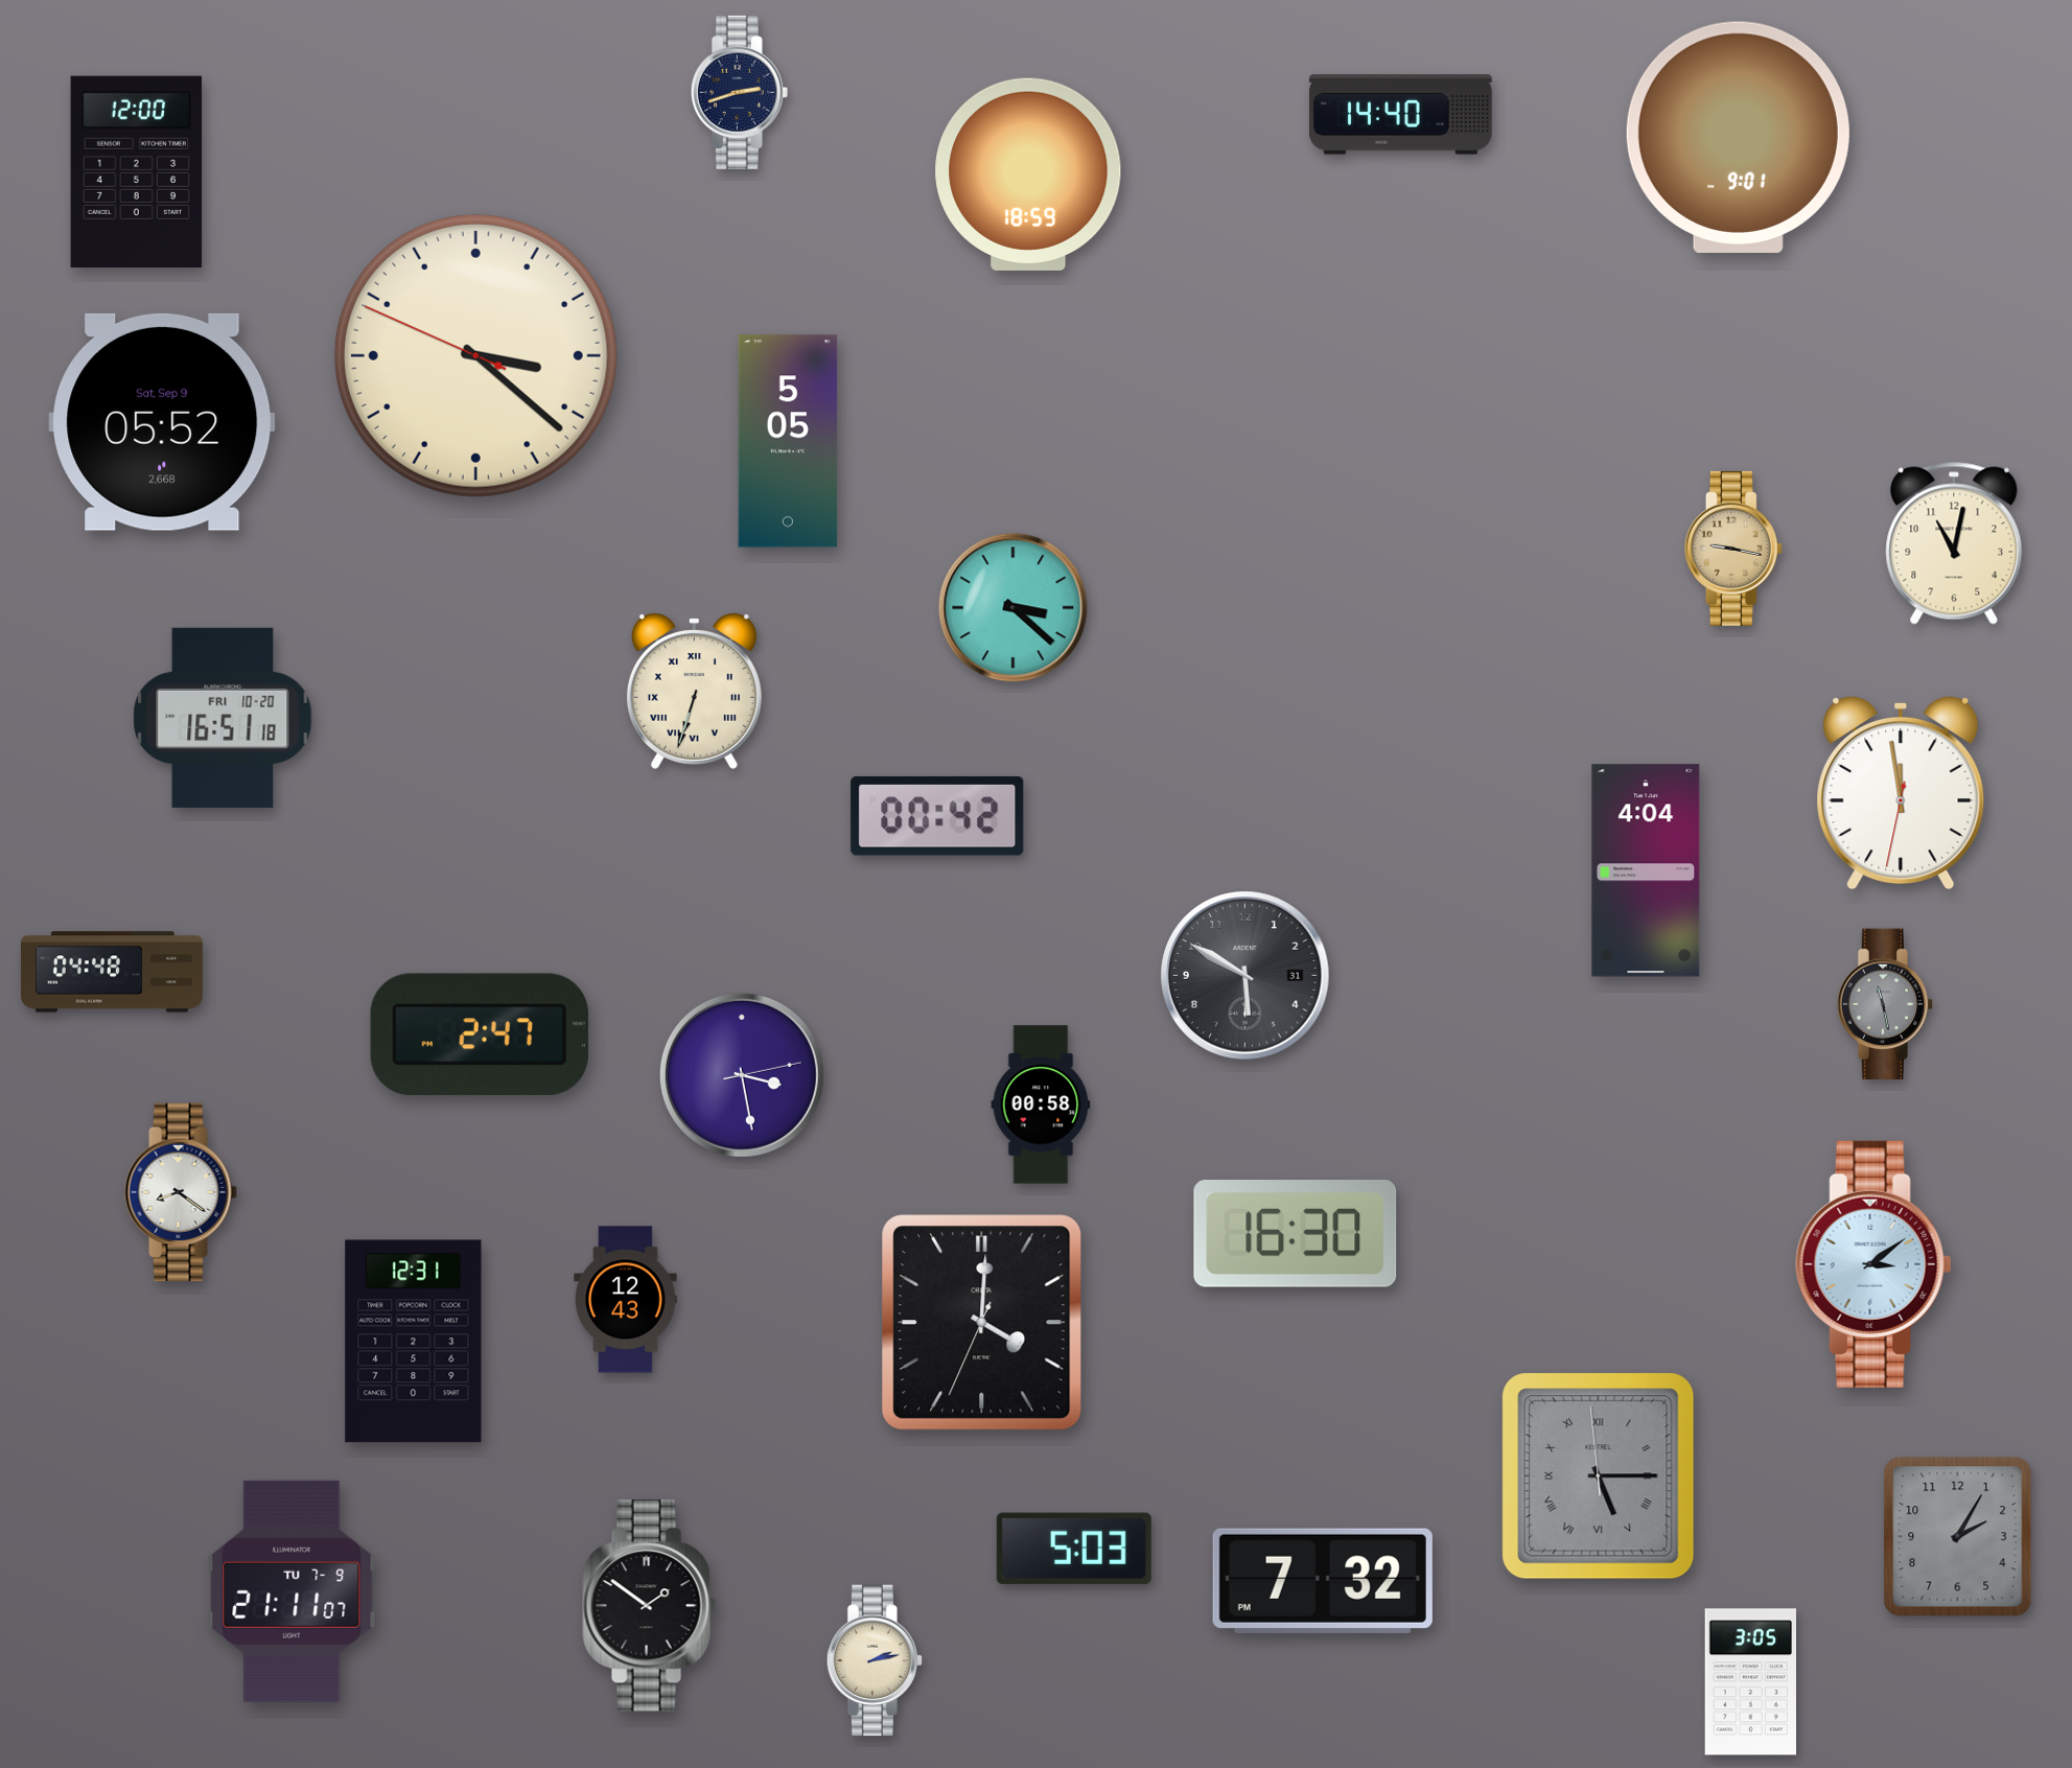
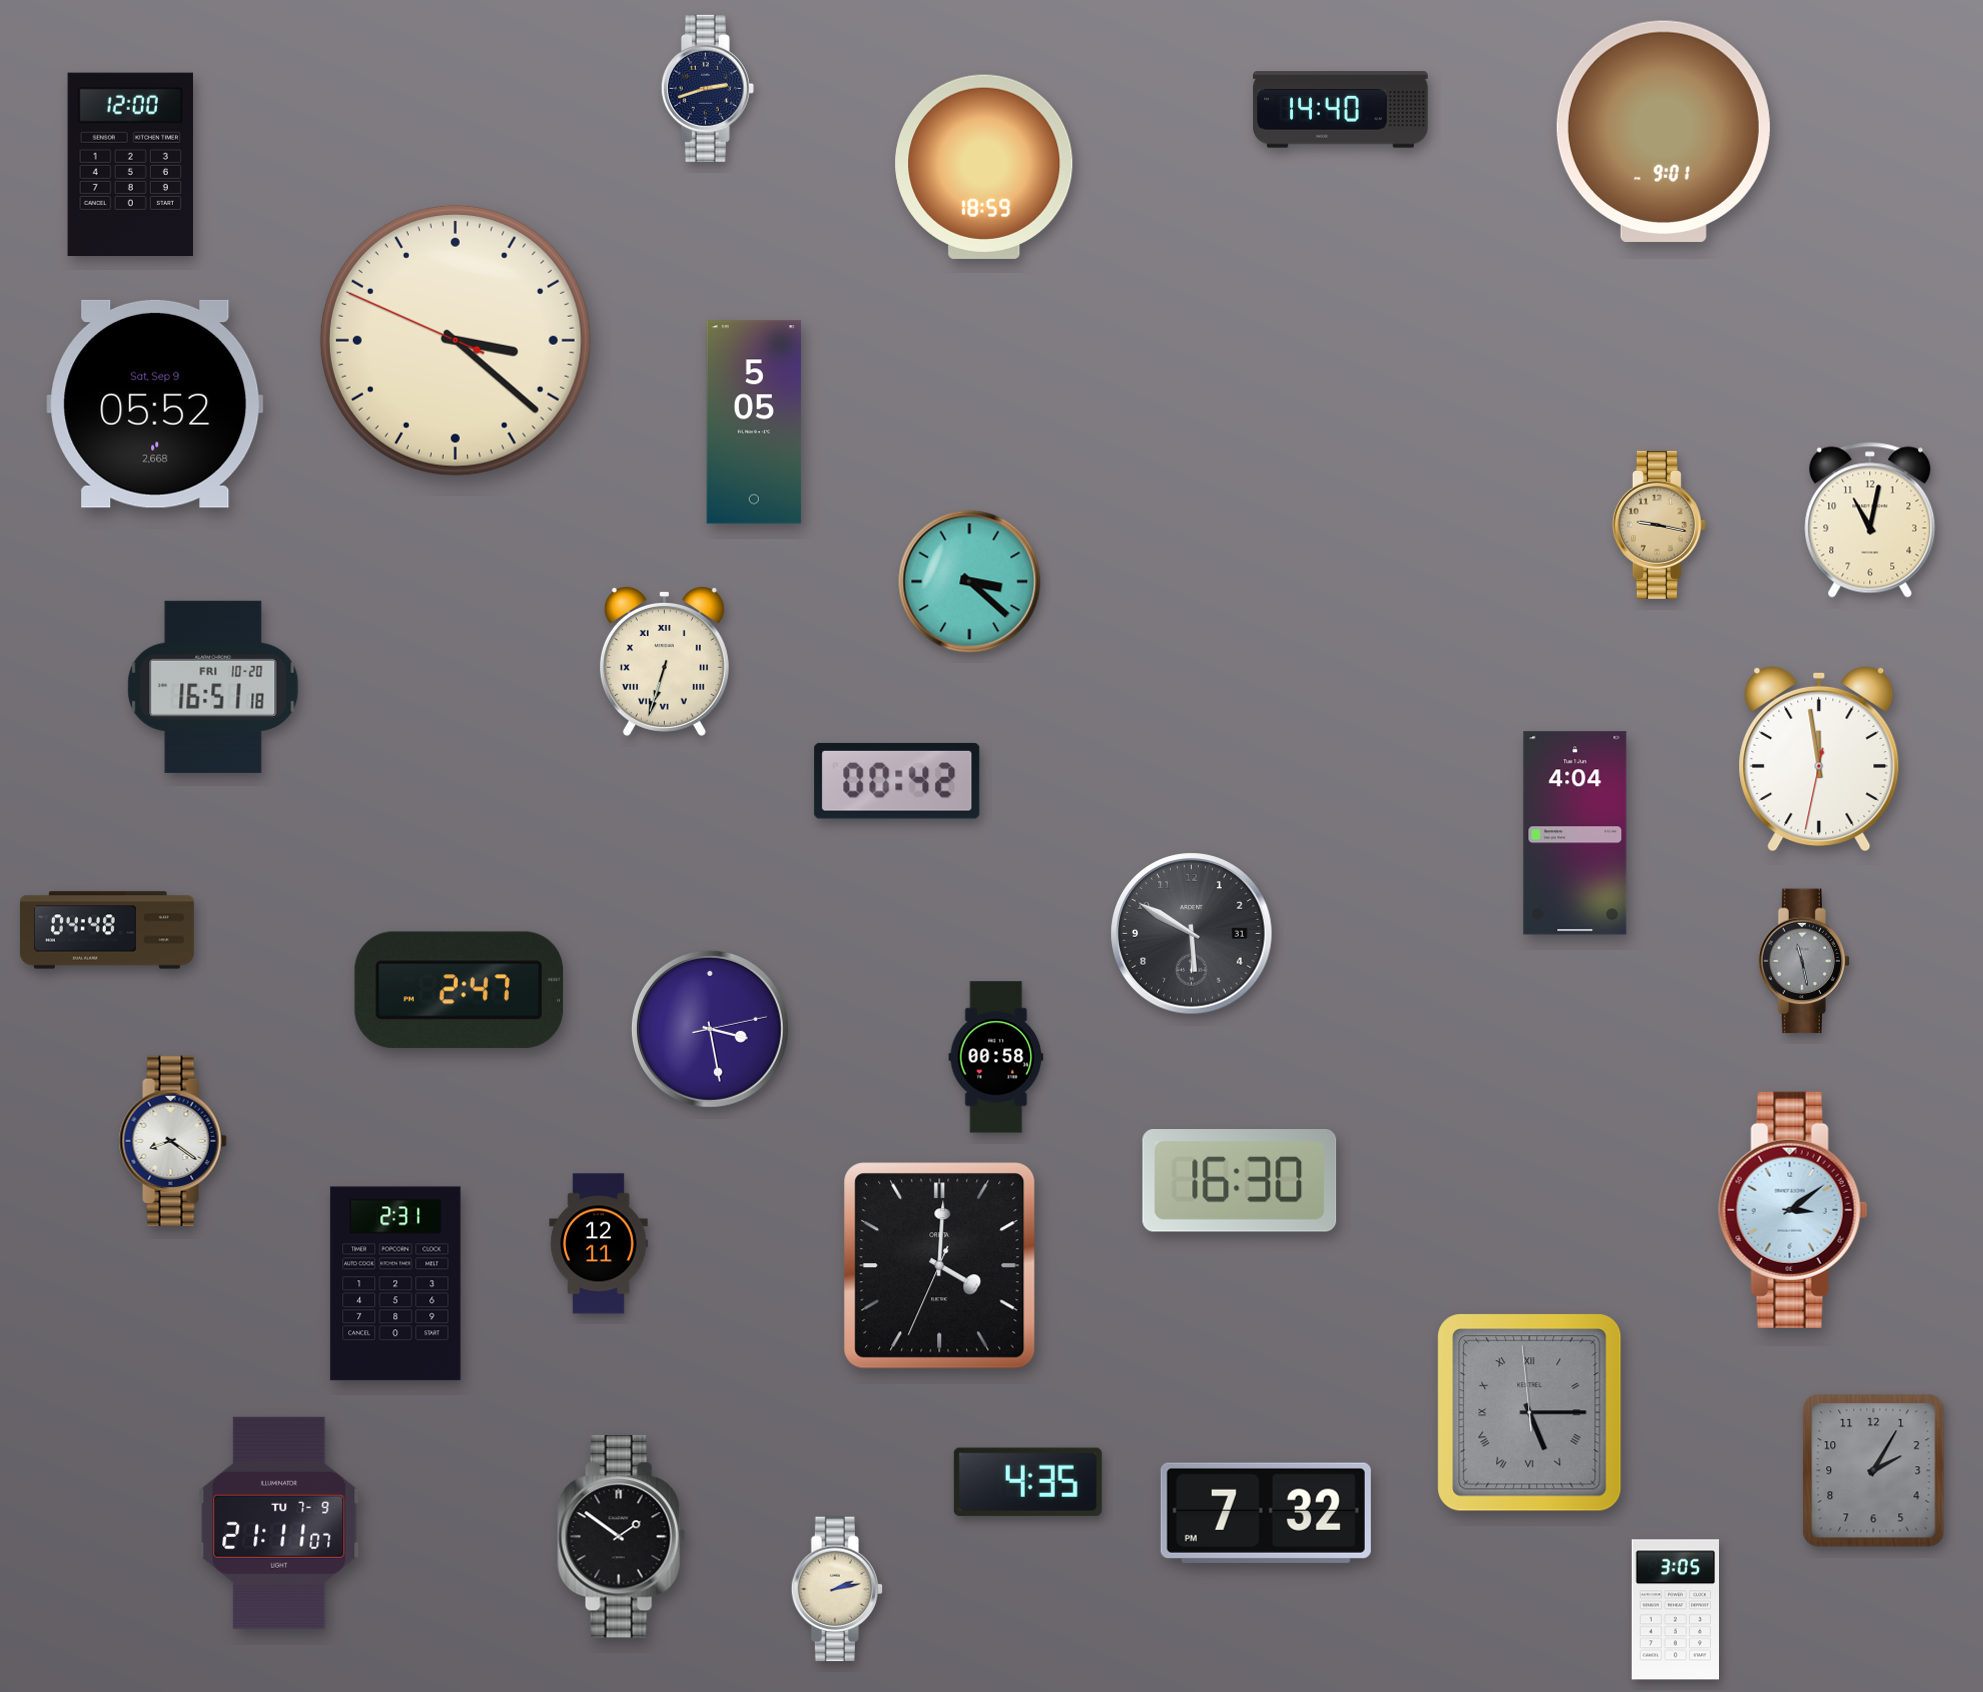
clock at (626, 1300): 12:43 -> 12:11
clock at (414, 1342): 12:31 -> 2:31
clock at (1074, 1549): 5:03 -> 4:35
